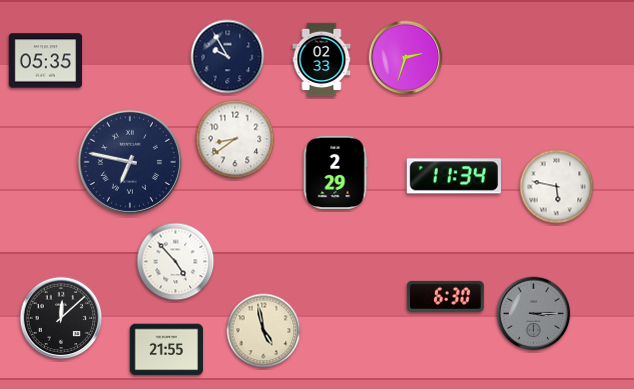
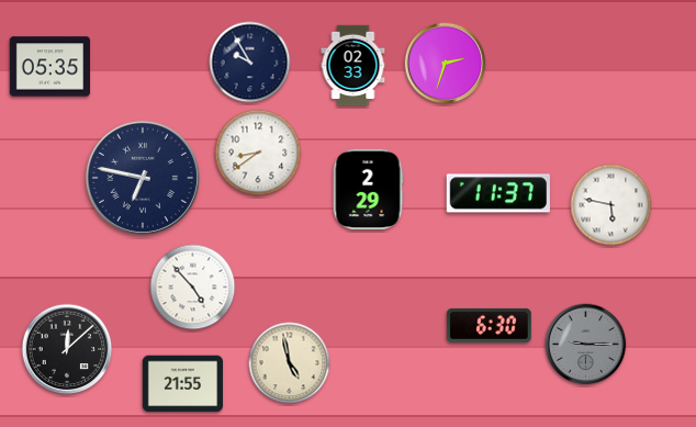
clock at (454, 176): 11:34 -> 11:37
clock at (534, 314): 3:15 -> 9:15
